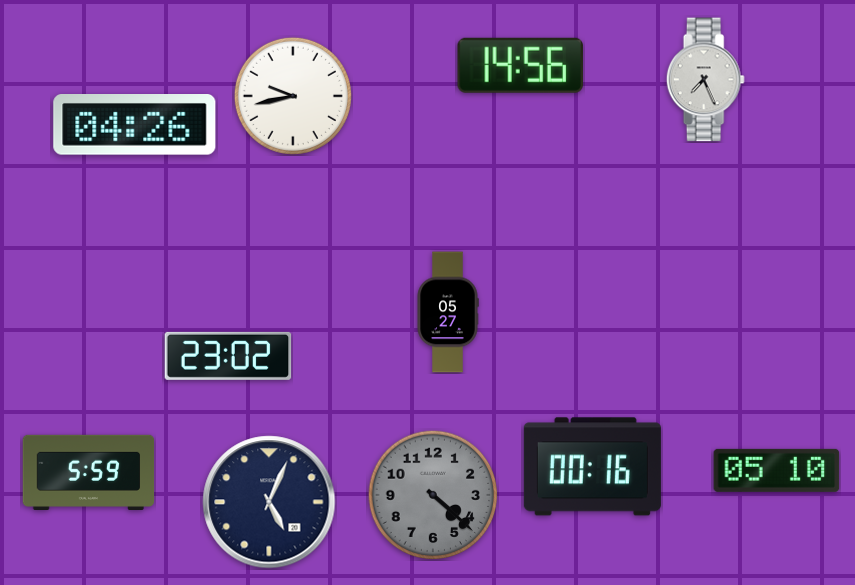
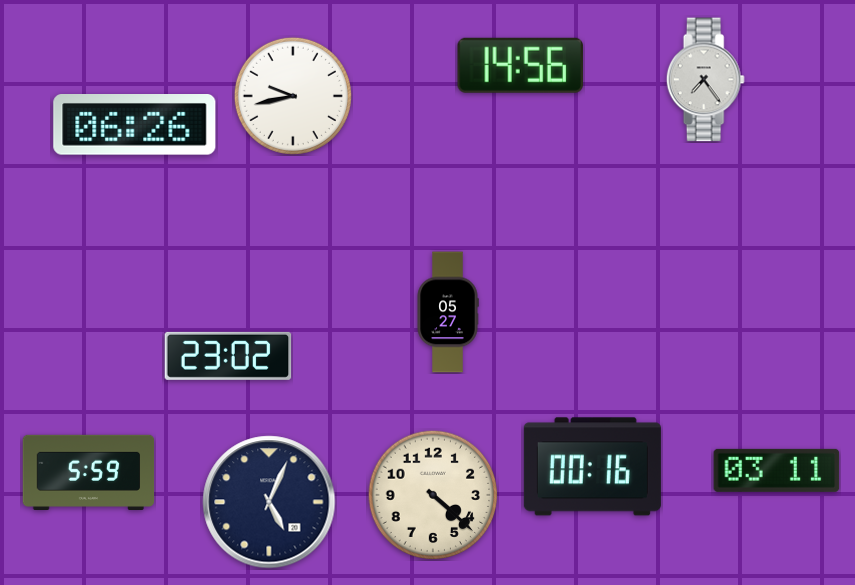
clock at (705, 80): 7:26 -> 7:24
clock at (135, 125): 04:26 -> 06:26
clock at (777, 470): 05:10 -> 03:11
clock at (433, 495) dial: grey -> cream
